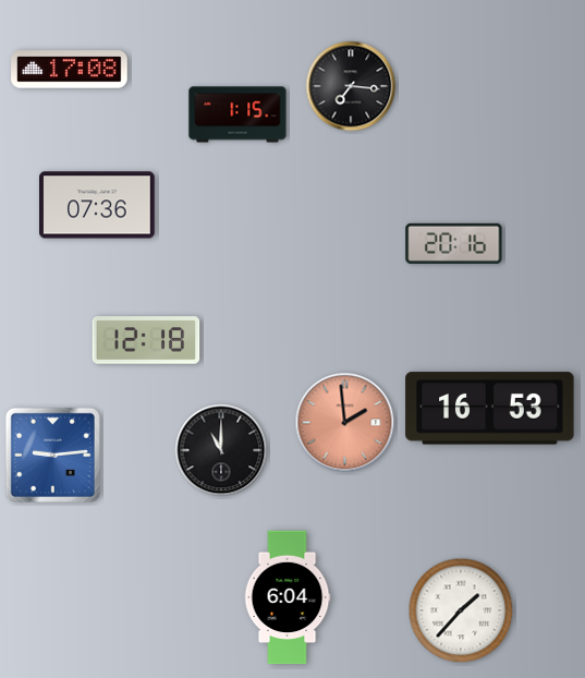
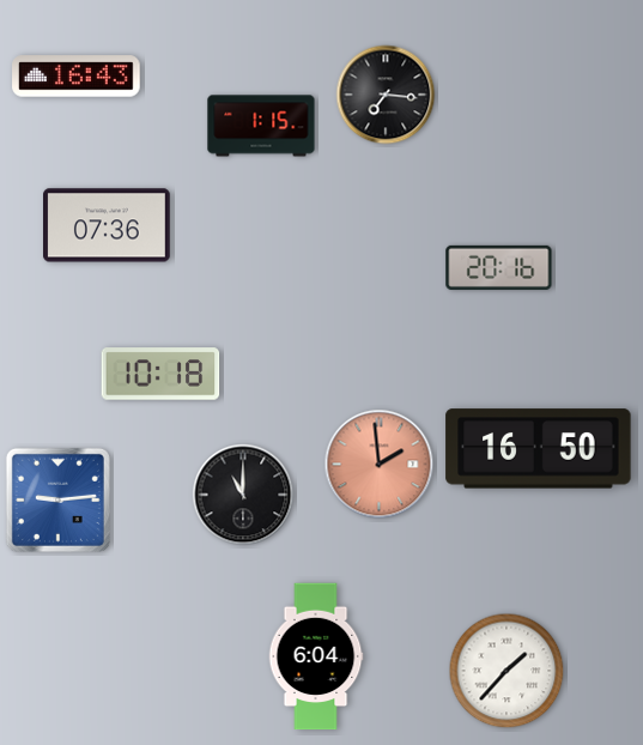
clock at (70, 70): 17:08 -> 16:43
clock at (146, 340): 12:18 -> 10:18
clock at (490, 409): 16:53 -> 16:50
